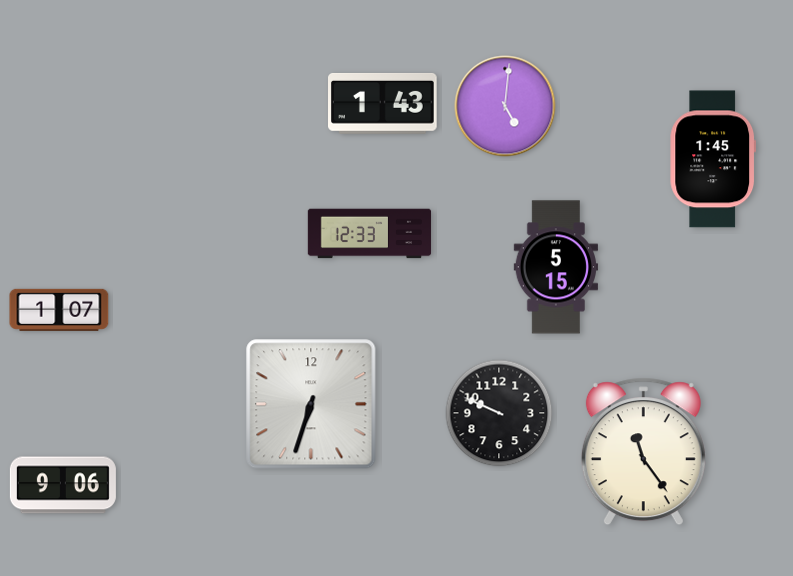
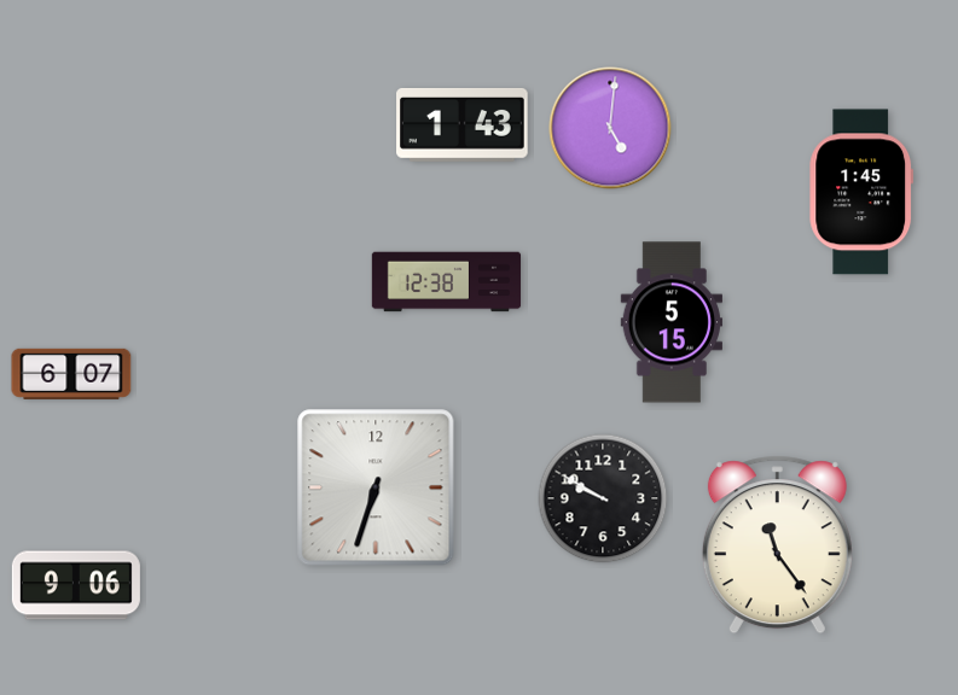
clock at (370, 234): 12:33 -> 12:38
clock at (59, 310): 1:07 -> 6:07
clock at (499, 413): 9:49 -> 9:50
